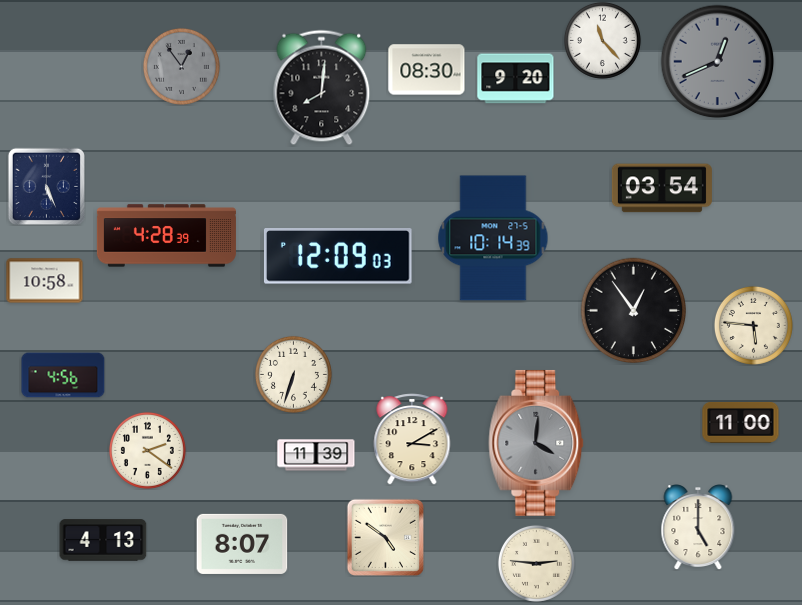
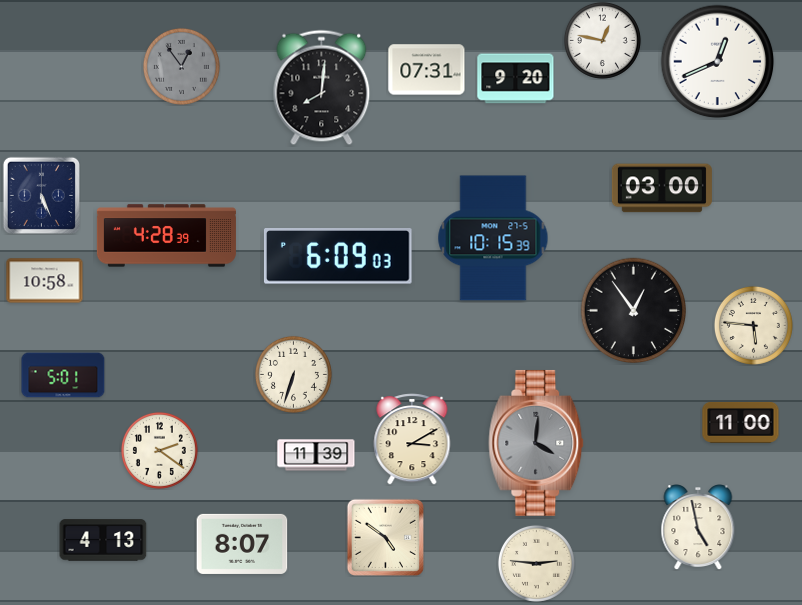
clock at (602, 40): 11:23 -> 12:47
clock at (718, 62) dial: grey -> white
clock at (427, 70): 08:30 -> 07:31
clock at (46, 186) position: (46, 186) -> (41, 195)
clock at (662, 188): 03:54 -> 03:00
clock at (493, 238): 10:14 -> 10:15
clock at (338, 257): 12:09 -> 6:09
clock at (63, 375): 4:56 -> 5:01
clock at (147, 450) position: (147, 450) -> (159, 450)
clock at (698, 527): 5:00 -> 4:58
